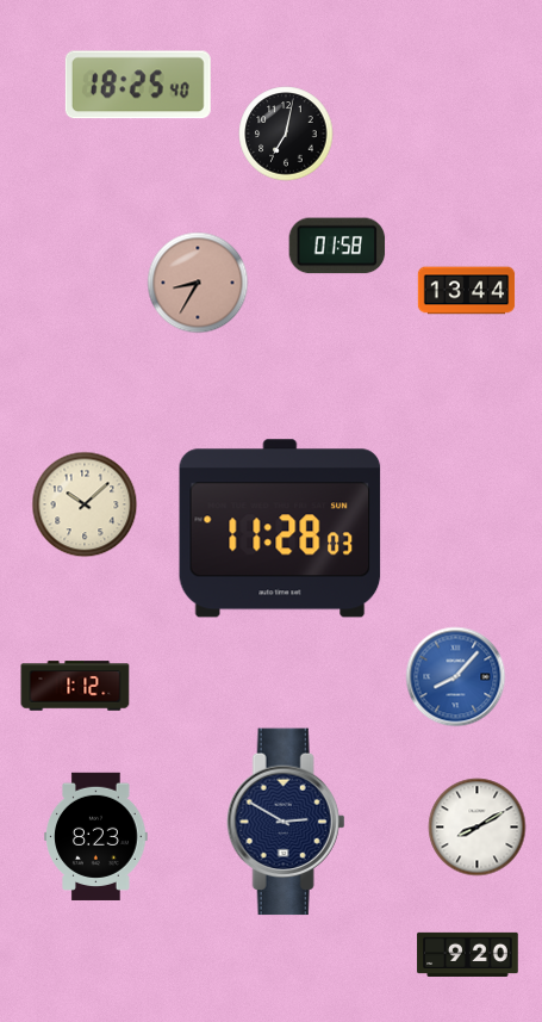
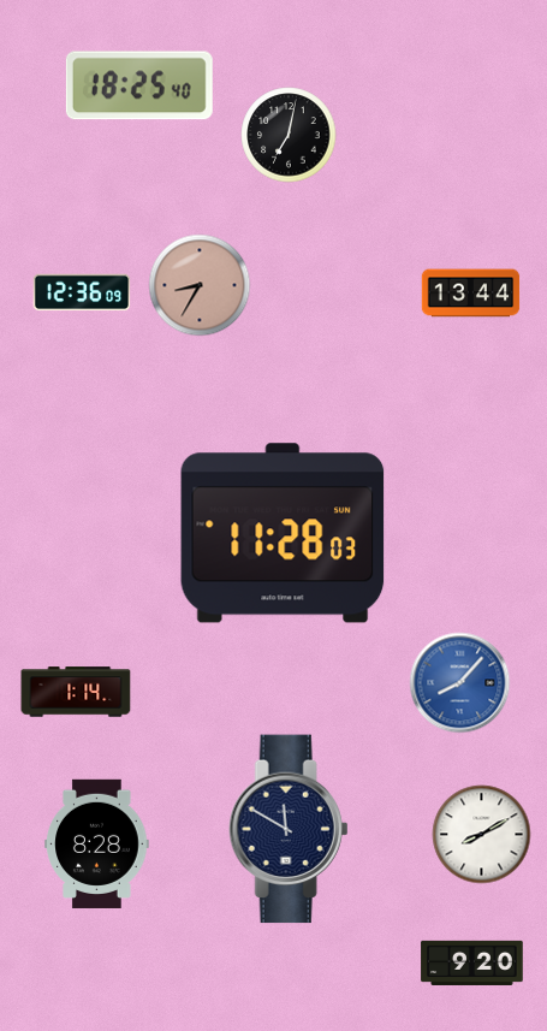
clock at (337, 246): 01:58 -> none
clock at (82, 292): none -> 12:36
clock at (85, 504): 10:08 -> none
clock at (75, 686): 1:12 -> 1:14
clock at (286, 822): 2:50 -> 11:50
clock at (96, 836): 8:23 -> 8:28
